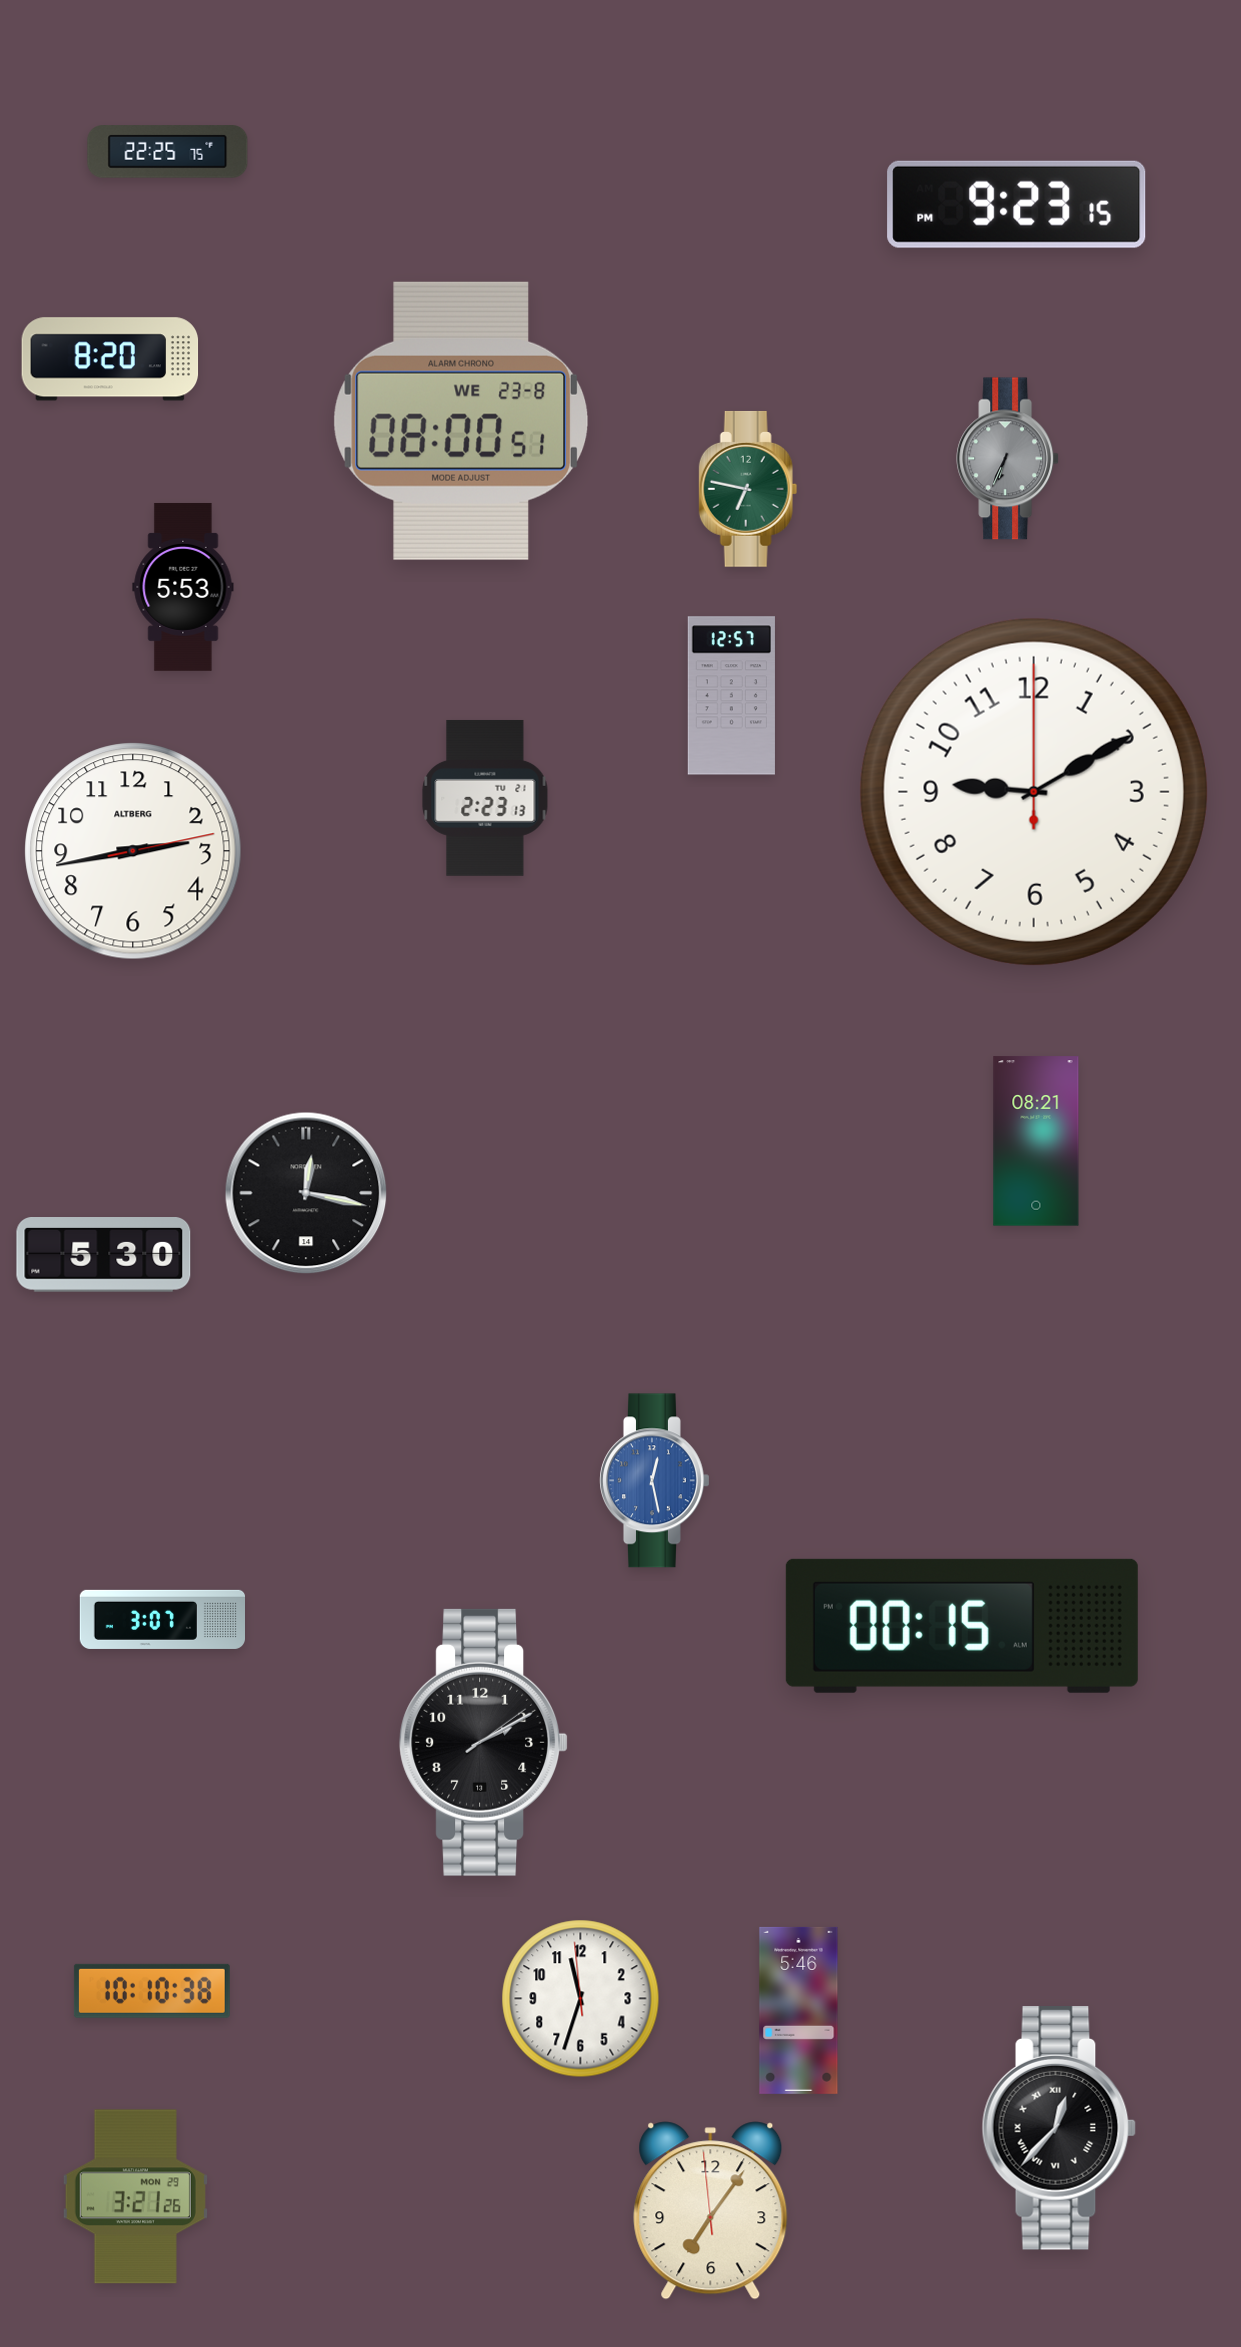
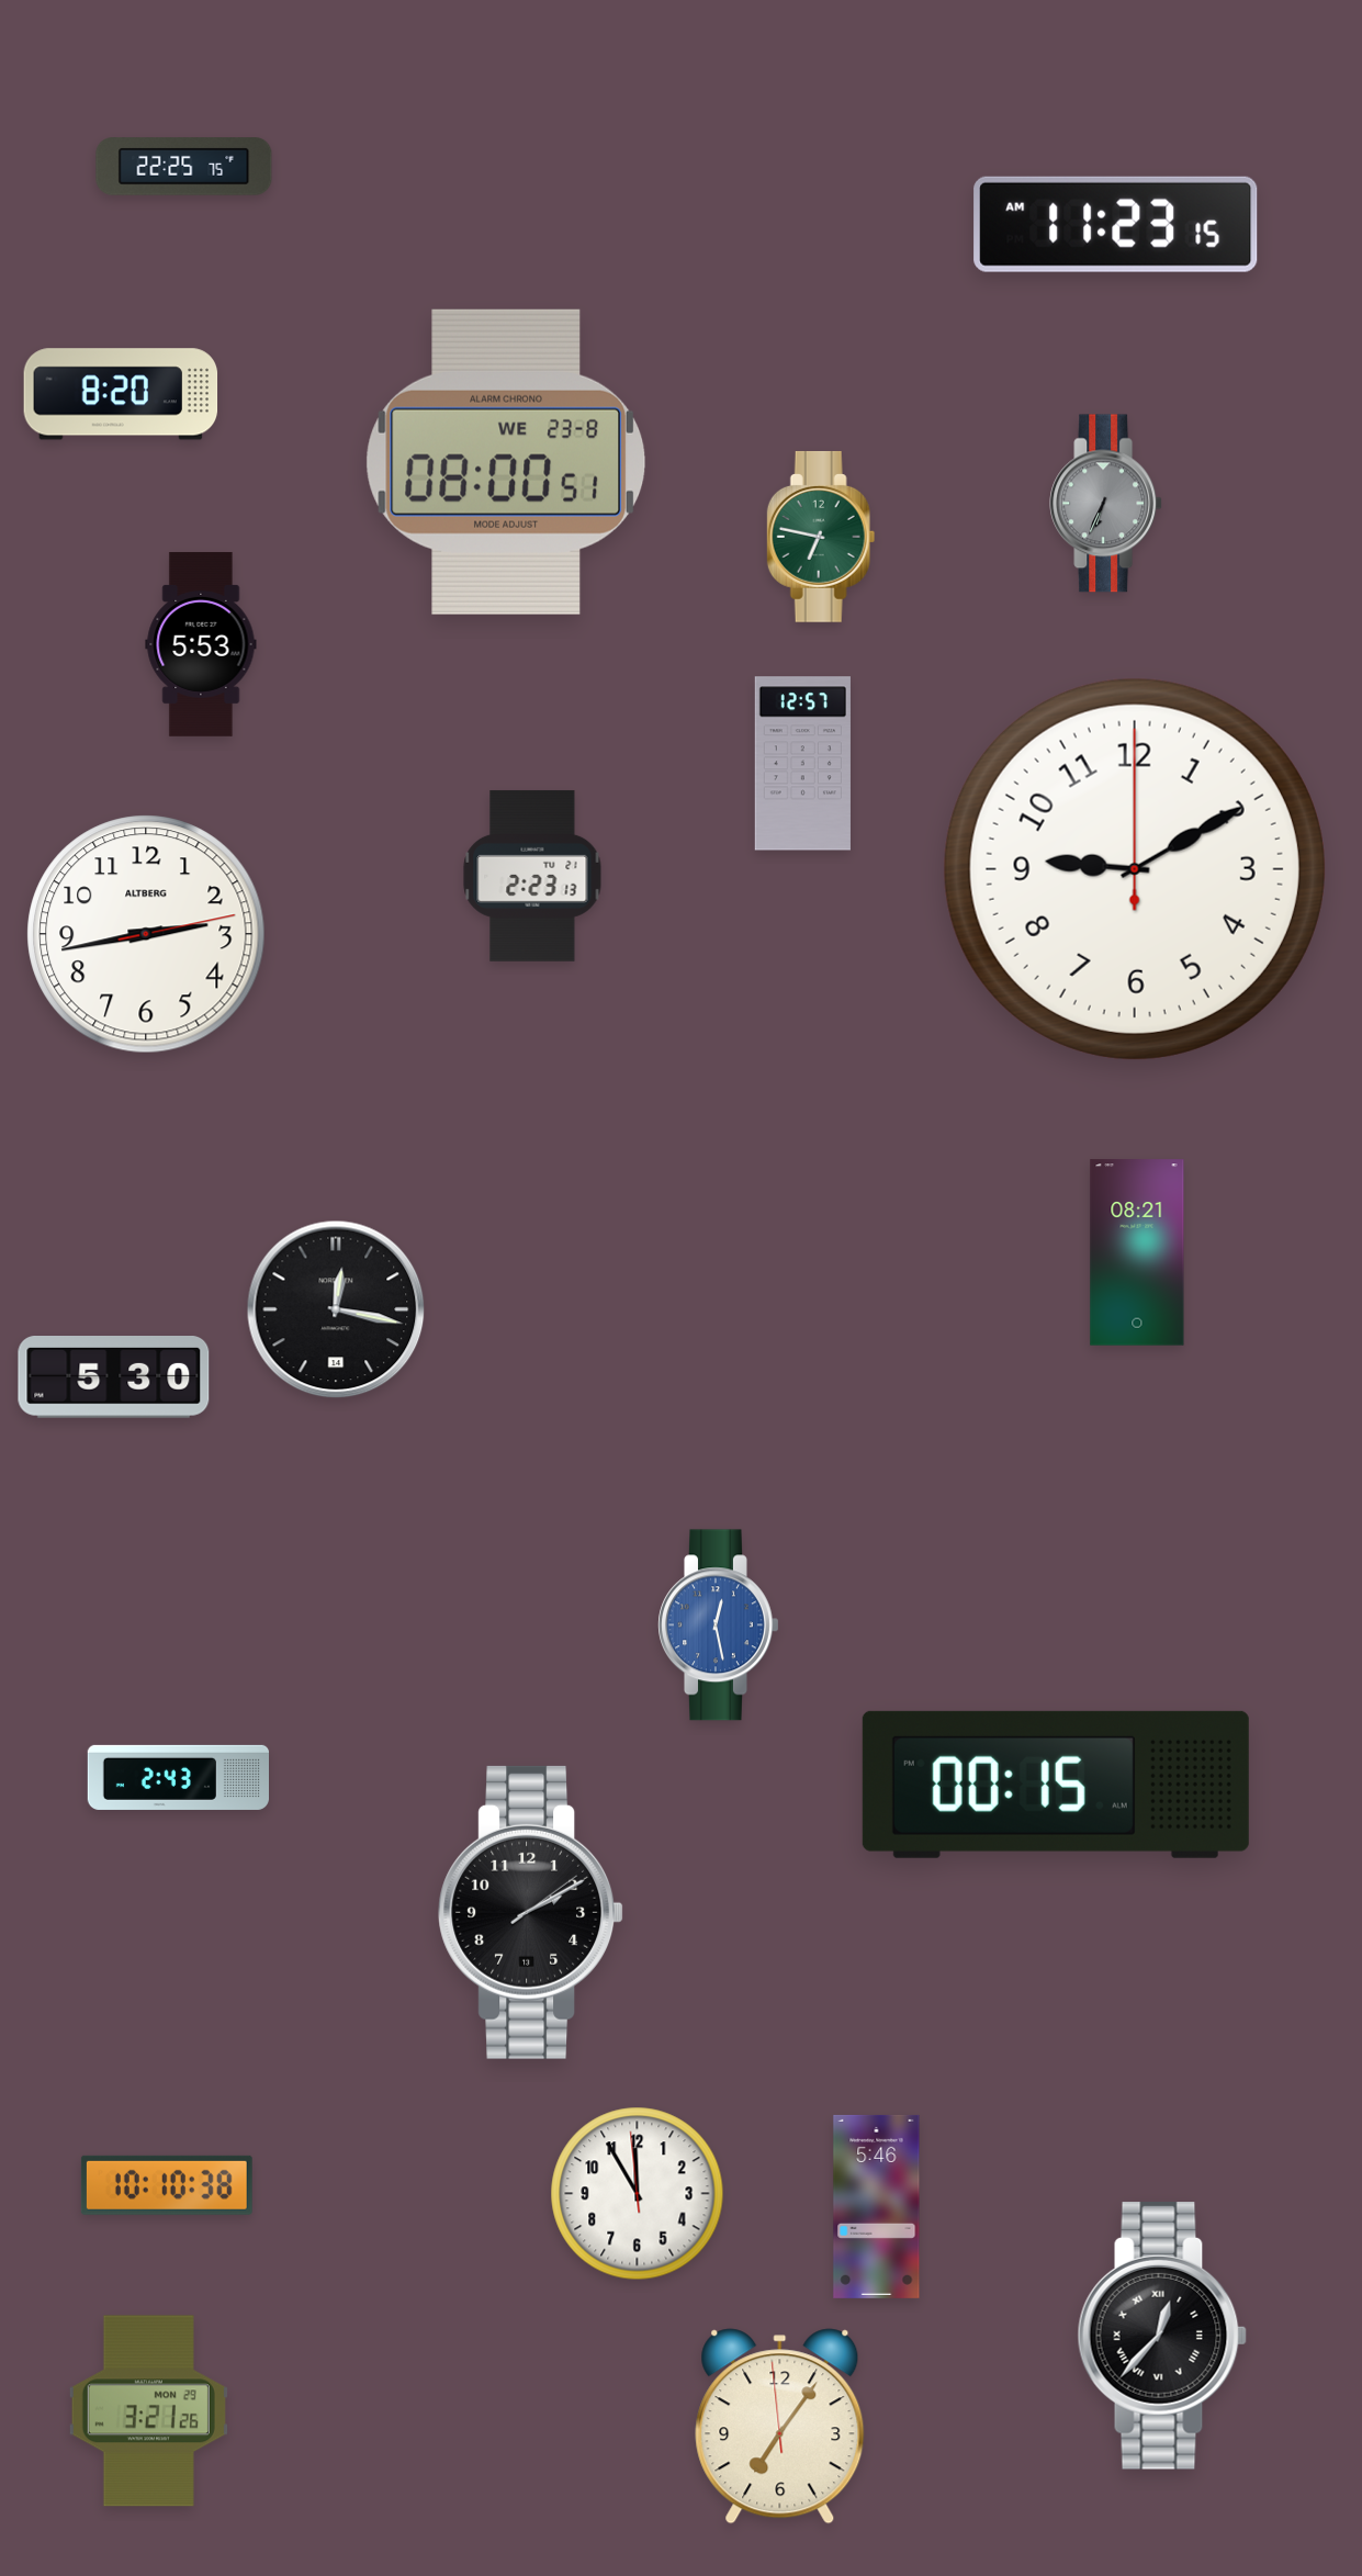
clock at (1017, 204): 9:23 -> 11:23
clock at (162, 1619): 3:07 -> 2:43
clock at (581, 1999): 11:32 -> 11:54
